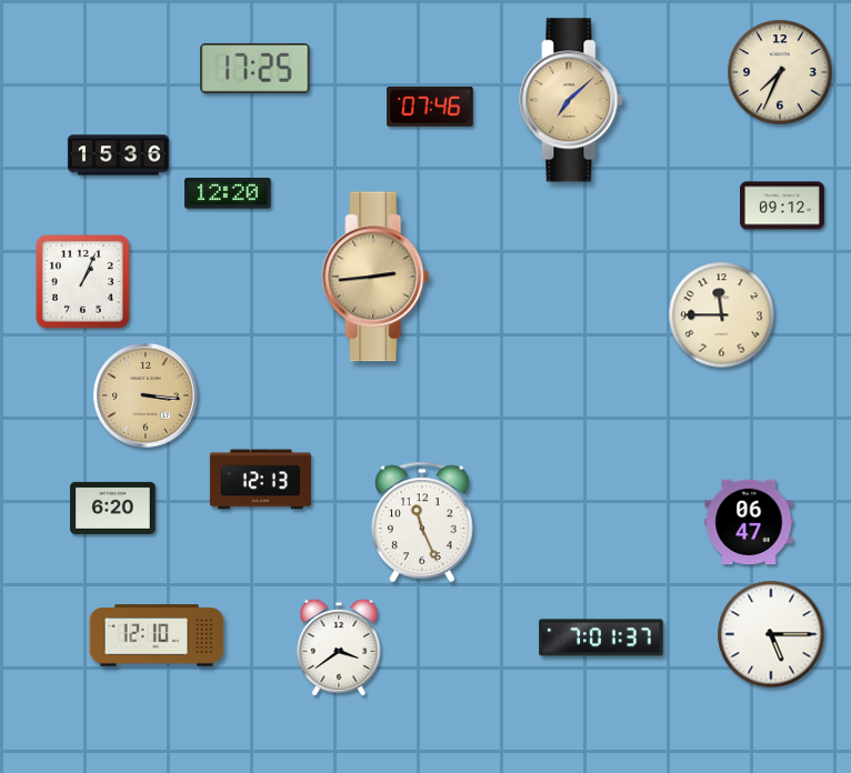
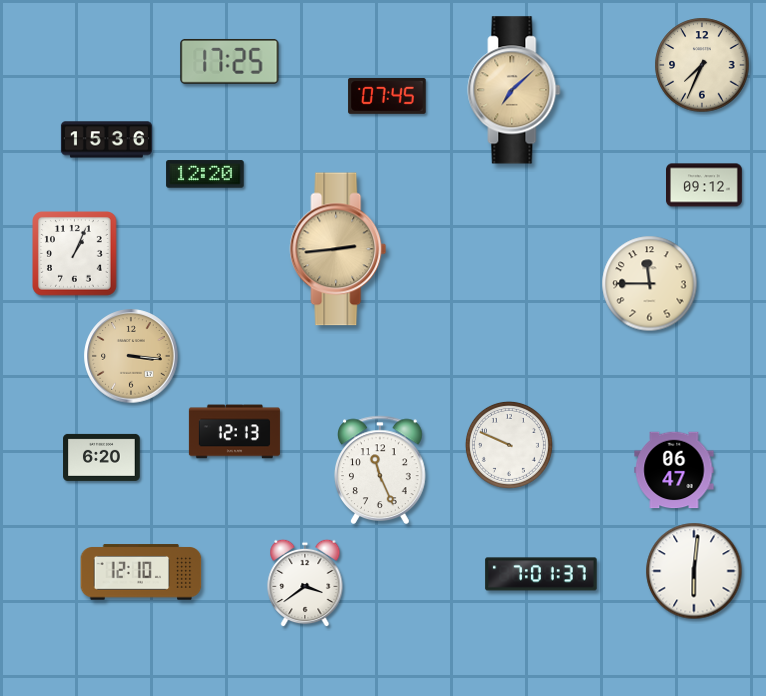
clock at (430, 107): 07:46 -> 07:45
clock at (509, 445): none -> 9:49
clock at (771, 634): 5:15 -> 6:01
